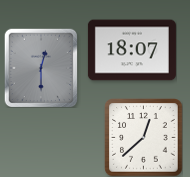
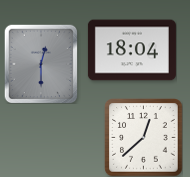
clock at (132, 50): 18:07 -> 18:04
clock at (41, 68) position: (41, 68) -> (41, 64)
